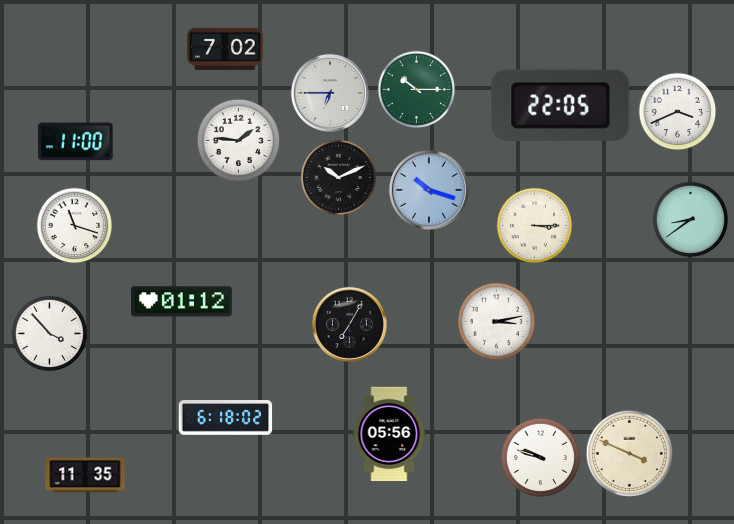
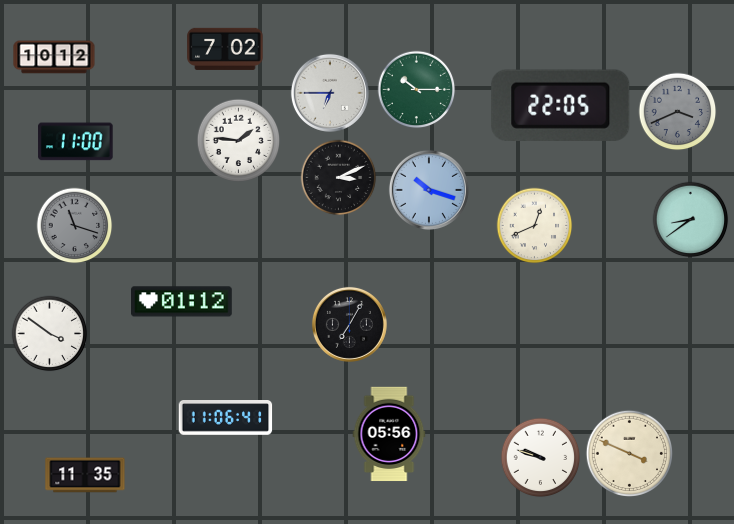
clock at (54, 57): none -> 10:12
clock at (678, 112) dial: white -> grey
clock at (339, 178): 10:11 -> 3:11
clock at (75, 226) dial: white -> grey
clock at (535, 226): 3:15 -> 12:41
clock at (497, 322): 3:13 -> none
clock at (50, 334): 3:53 -> 3:51
clock at (226, 418): 6:18 -> 11:06
